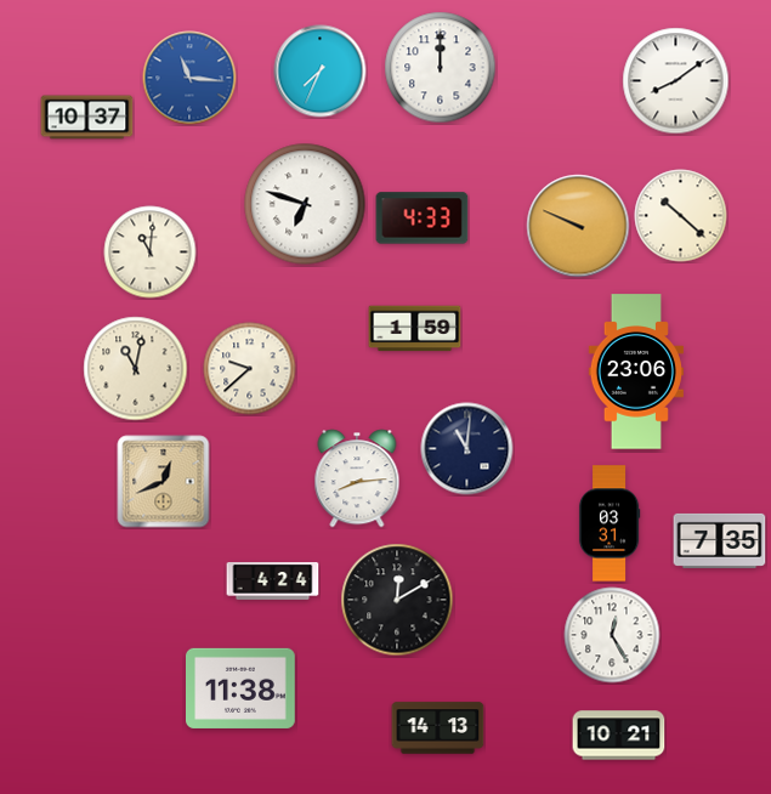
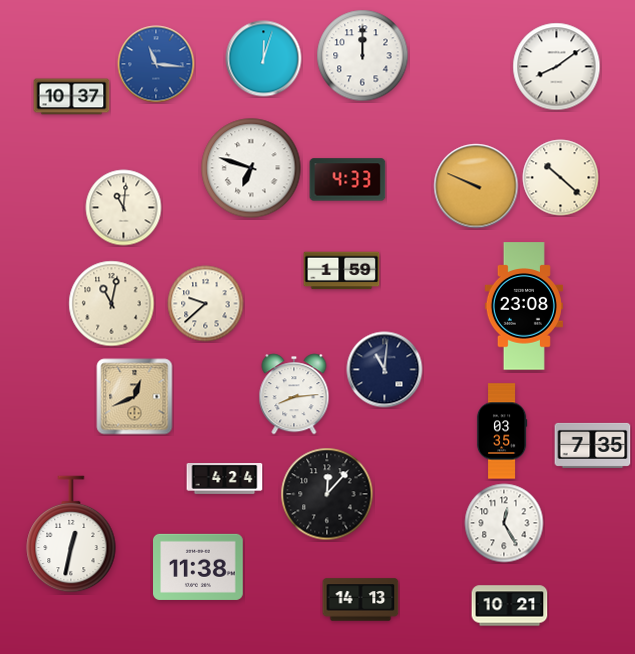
clock at (321, 72): 7:34 -> 12:03
clock at (636, 372): 23:06 -> 23:08
clock at (610, 523): 03:31 -> 03:35
clock at (397, 600): 12:10 -> 12:07
clock at (71, 534): none -> 12:32
